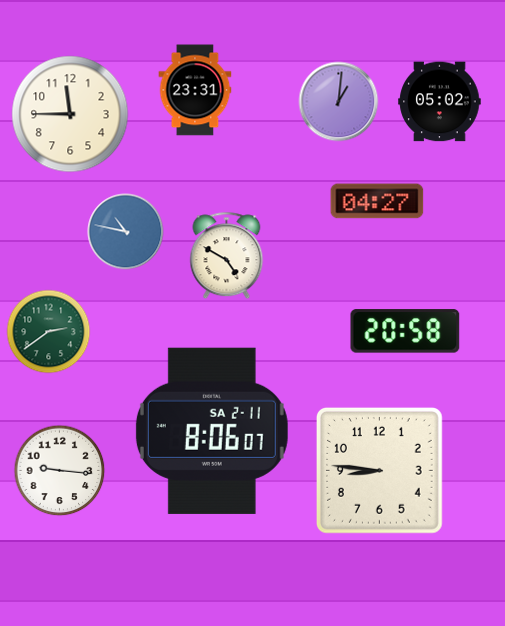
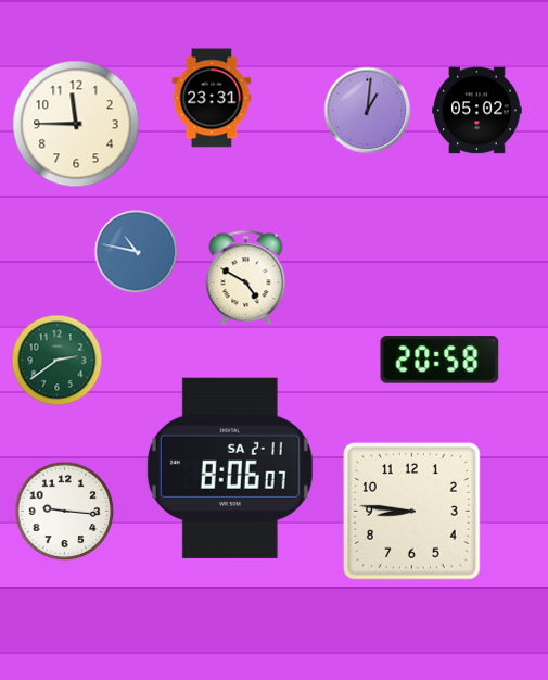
clock at (377, 201): 04:27 -> none
clock at (49, 332) position: (49, 332) -> (58, 361)
